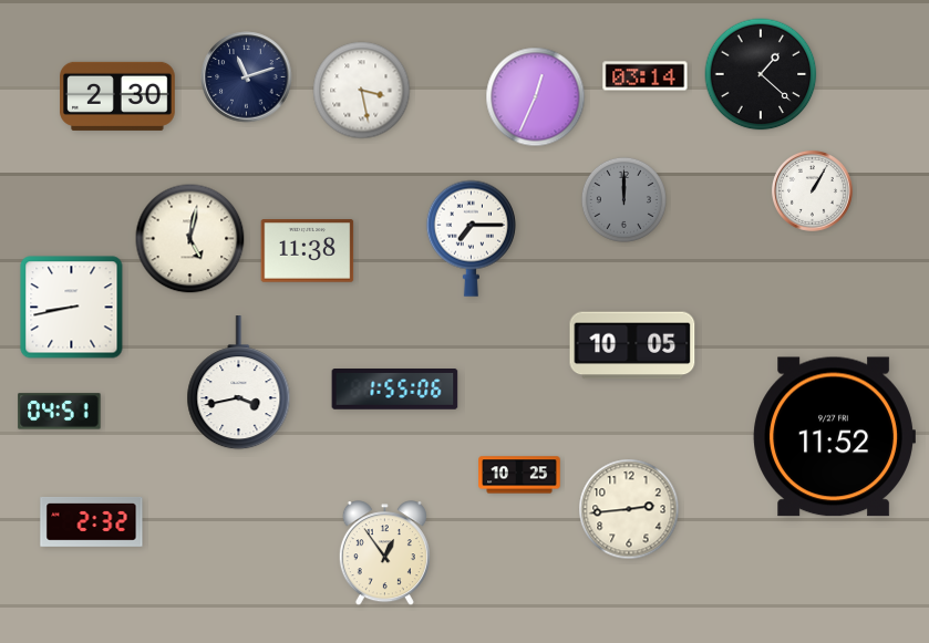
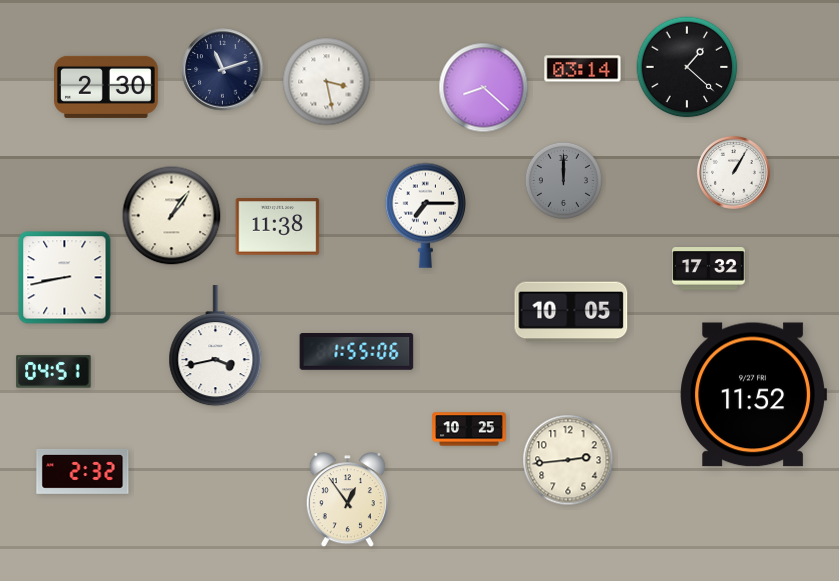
clock at (536, 97): 12:34 -> 8:22
clock at (190, 239): 5:02 -> 1:06
clock at (709, 269): none -> 17:32
